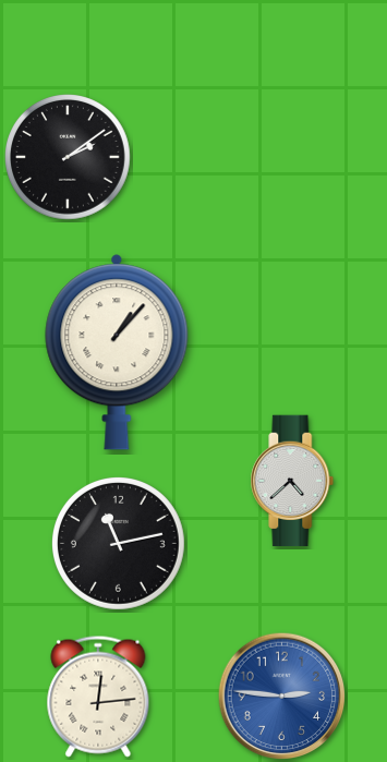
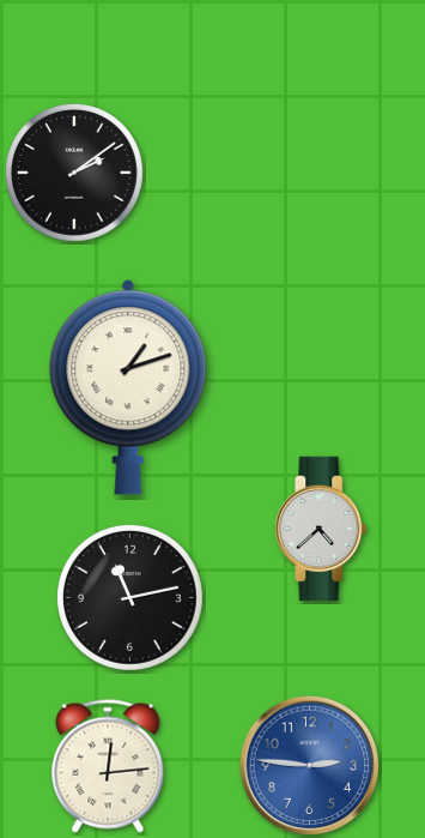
clock at (117, 352): 1:07 -> 1:12
